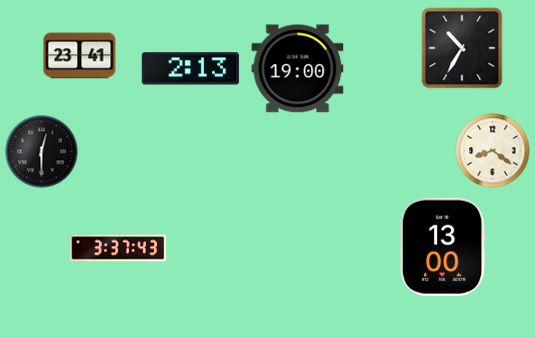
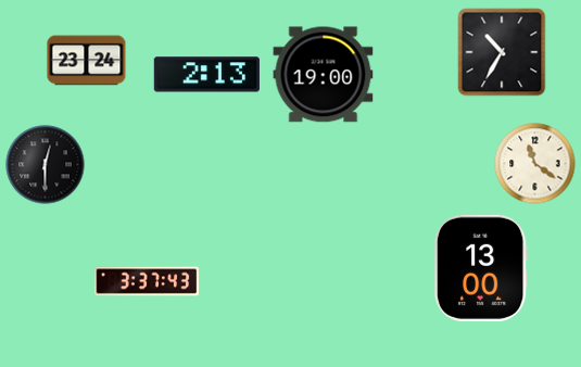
clock at (80, 56): 23:41 -> 23:24
clock at (493, 151): 8:21 -> 11:21
clock at (118, 248) position: (118, 248) -> (147, 281)
